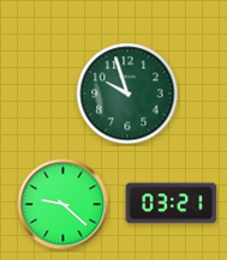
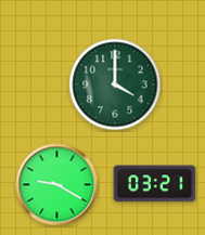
clock at (127, 93): 9:57 -> 4:00
clock at (64, 205): 9:22 -> 9:20
